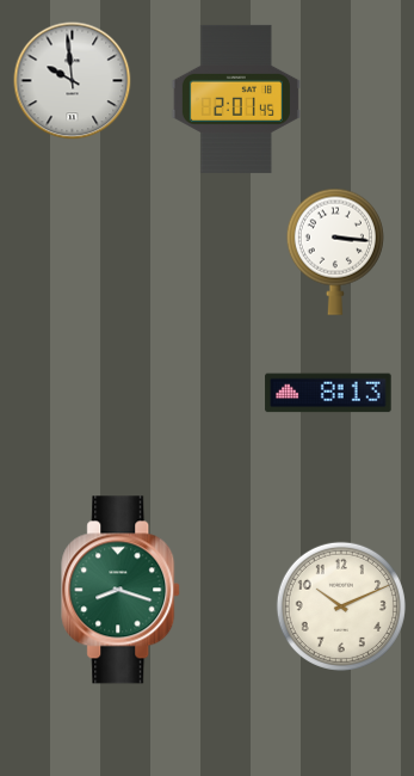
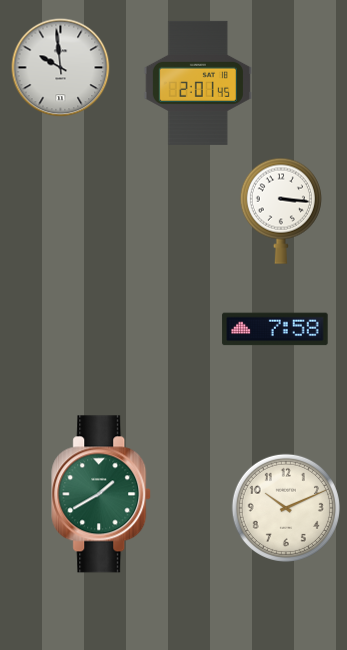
clock at (328, 393): 8:13 -> 7:58
clock at (122, 590): 8:18 -> 1:40
